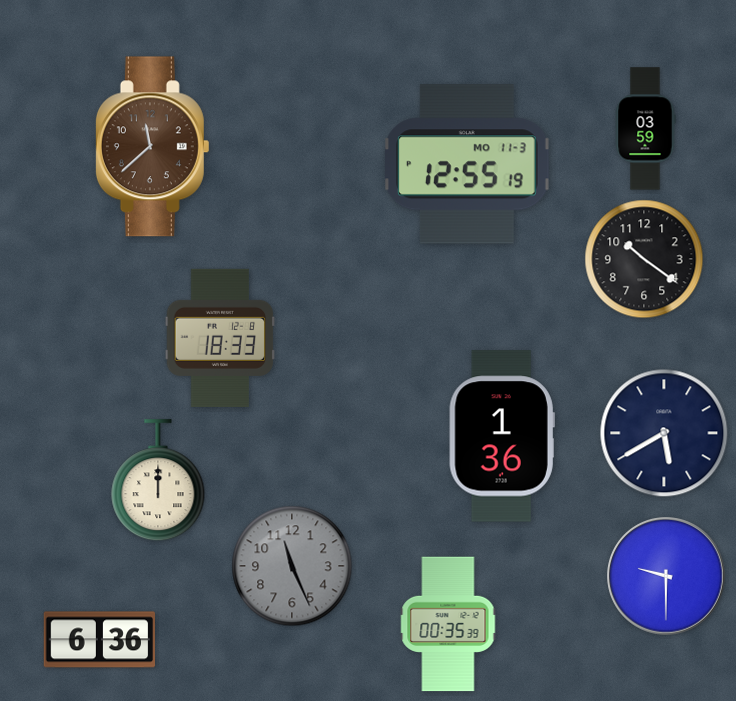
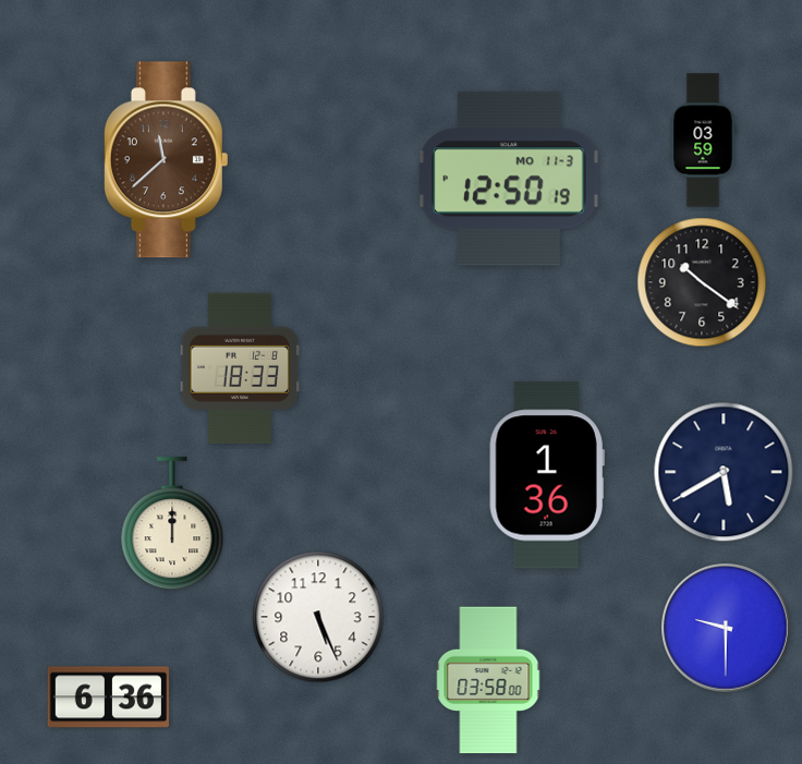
clock at (467, 164): 12:55 -> 12:50
clock at (292, 566): 11:26 -> 5:26
clock at (292, 566) dial: grey -> white
clock at (448, 624): 00:35 -> 03:58
